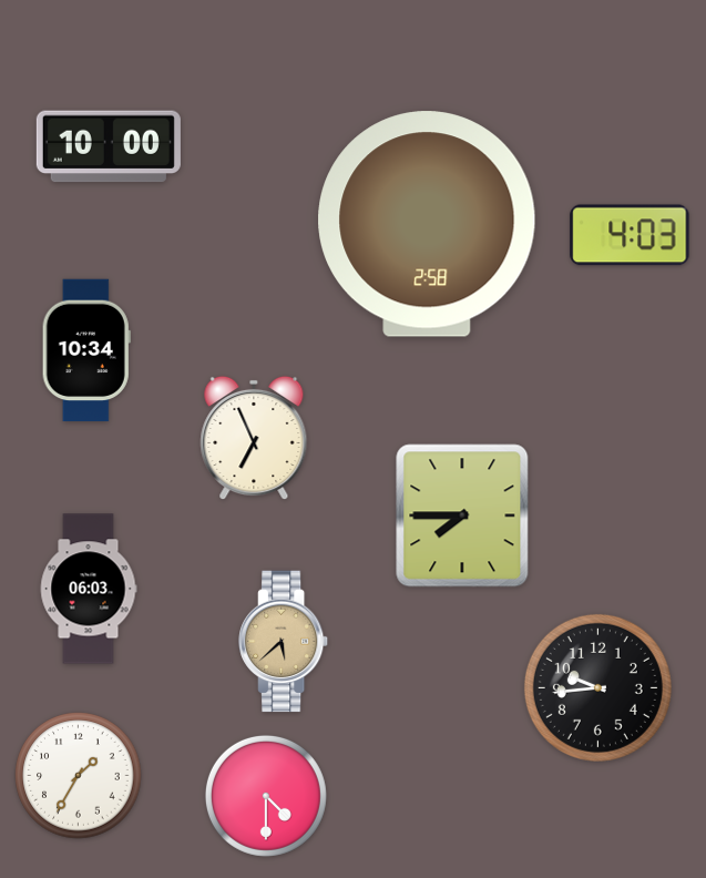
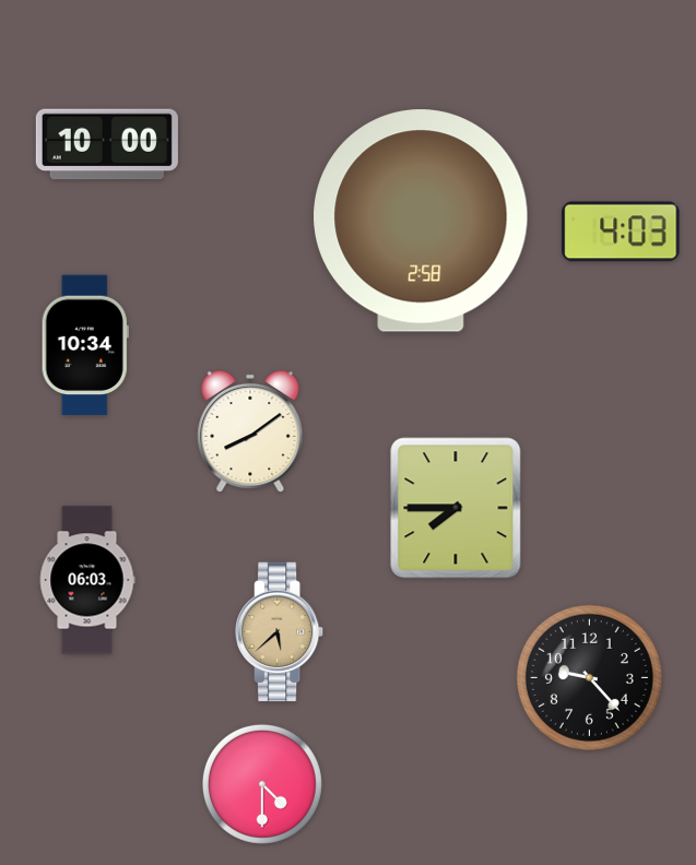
clock at (254, 438): 6:56 -> 8:09
clock at (597, 687): 9:44 -> 9:23
clock at (79, 776): 1:35 -> none
